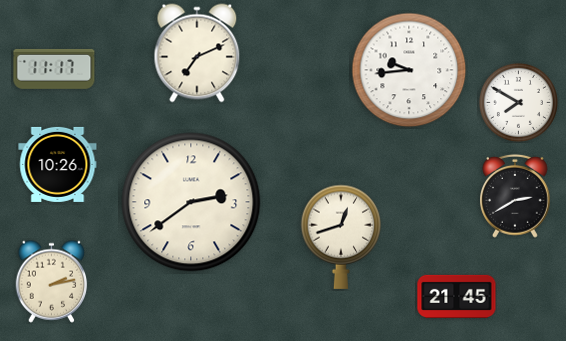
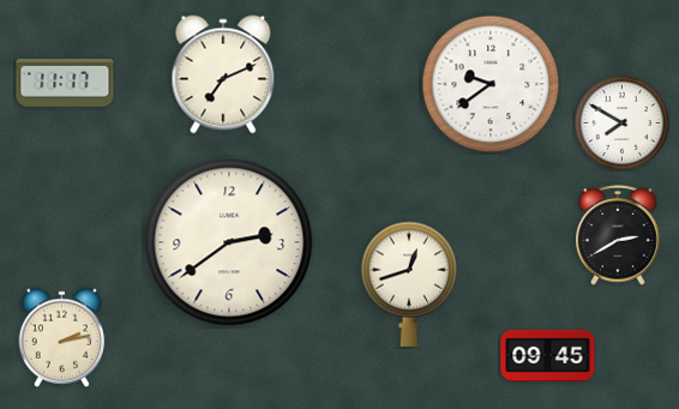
clock at (197, 53) position: (197, 53) -> (223, 74)
clock at (409, 70): 9:44 -> 9:39
clock at (58, 164): 10:26 -> none
clock at (457, 296): 21:45 -> 09:45
